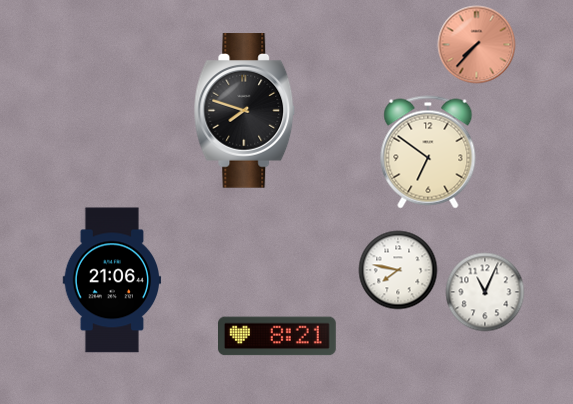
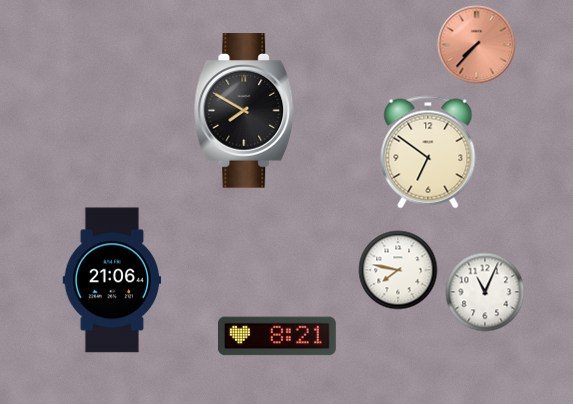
clock at (245, 111): 7:48 -> 7:50
